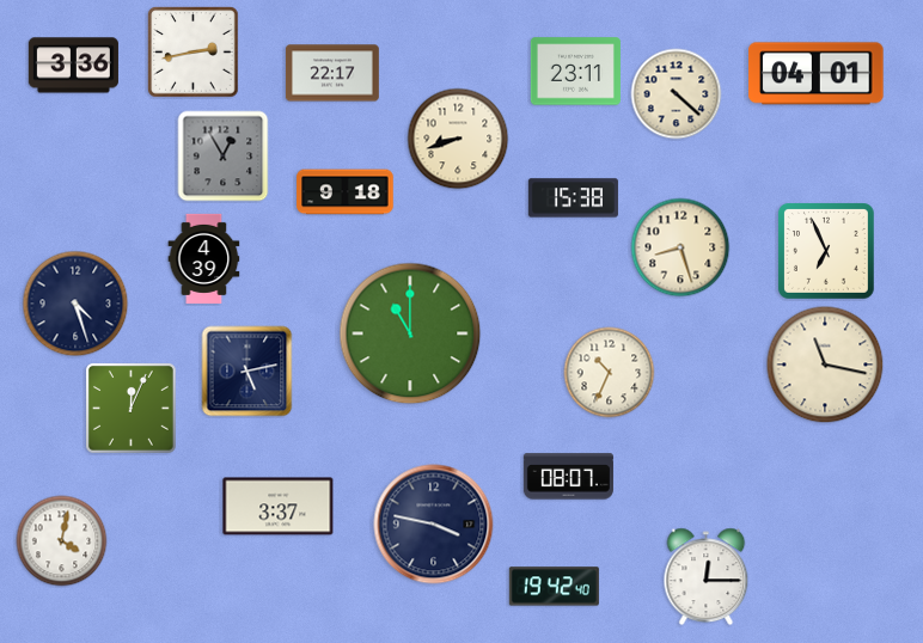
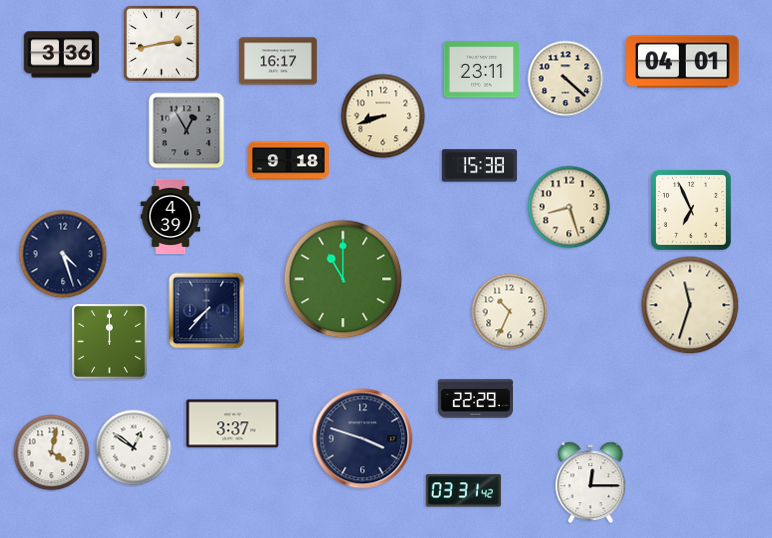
clock at (575, 72) position: (575, 72) -> (481, 70)
clock at (332, 73): 22:17 -> 16:17
clock at (825, 365): 11:17 -> 11:33
clock at (247, 372): 5:13 -> 7:37
clock at (132, 409): 12:04 -> 12:00
clock at (568, 477): 08:07 -> 22:29
clock at (434, 525): 3:47 -> 3:48
clock at (134, 448): none -> 12:51
clock at (554, 587): 19:42 -> 03:31
